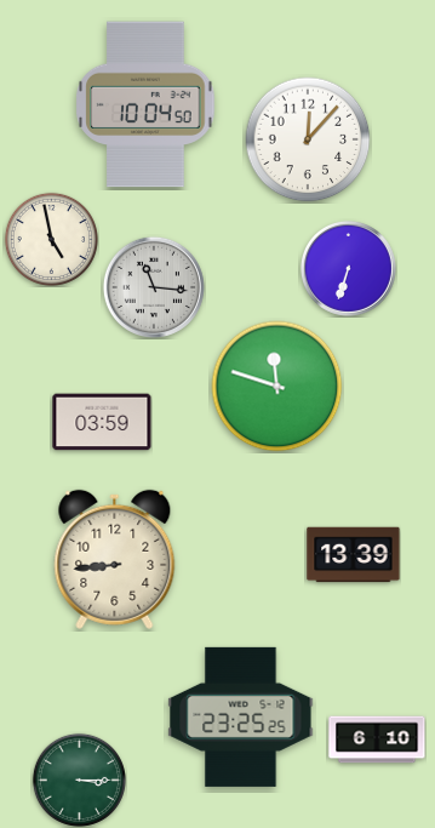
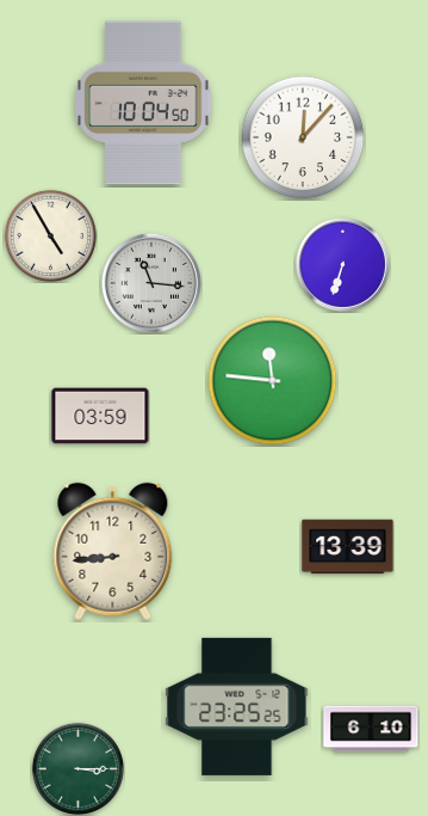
clock at (51, 239): 4:58 -> 4:55
clock at (277, 387): 11:48 -> 11:46
